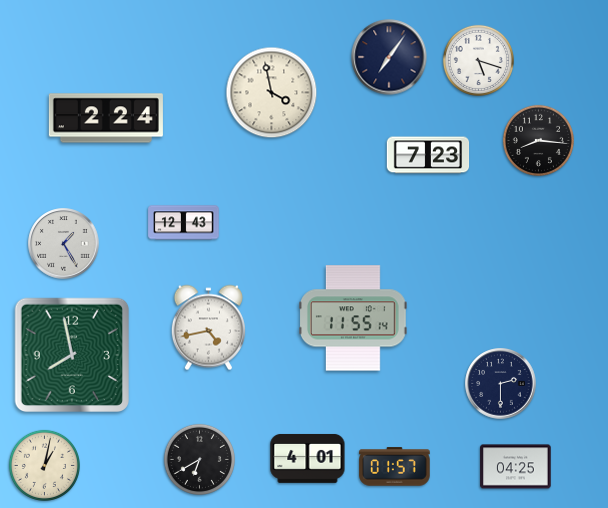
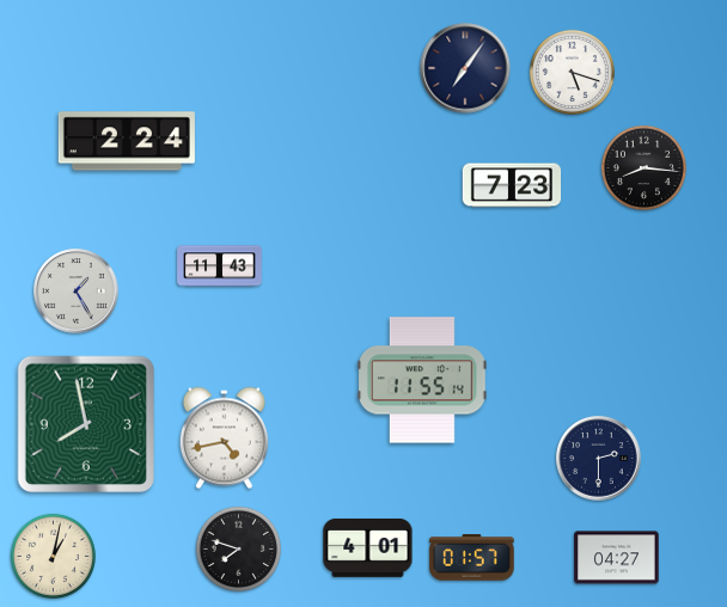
clock at (272, 93): 3:58 -> none
clock at (184, 223): 12:43 -> 11:43
clock at (208, 328) position: (208, 328) -> (224, 439)
clock at (199, 459): 6:40 -> 7:48
clock at (516, 467): 04:25 -> 04:27
